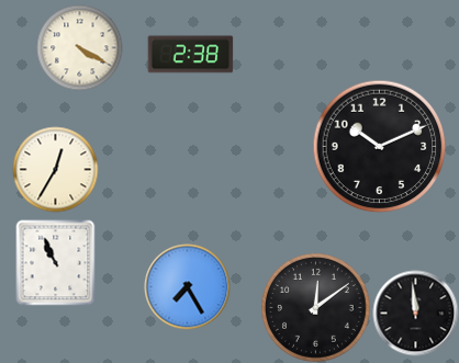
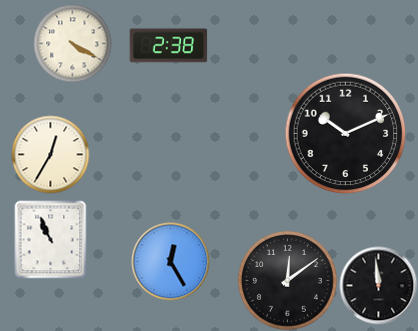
clock at (190, 55) position: (190, 55) -> (168, 46)
clock at (187, 286): 7:25 -> 12:25
